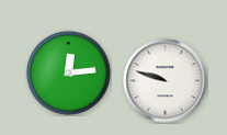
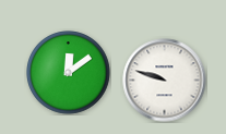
clock at (69, 74): 12:14 -> 12:09
